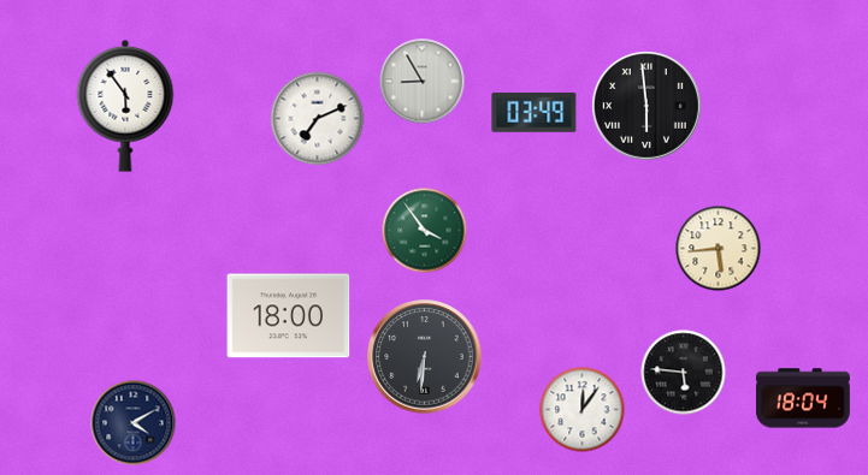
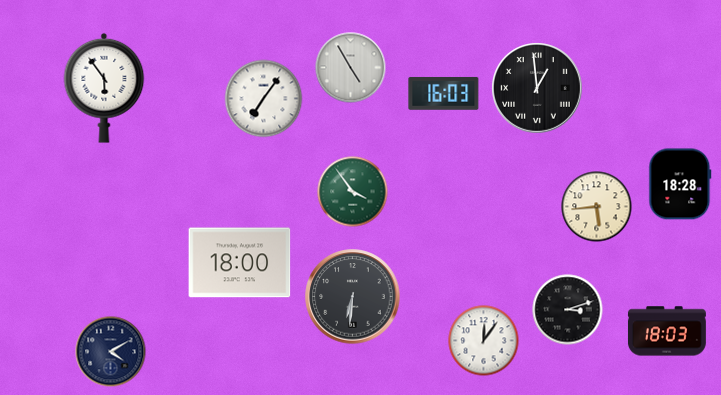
clock at (423, 82): 8:55 -> 4:55
clock at (646, 106): 5:59 -> 12:59
clock at (535, 113): 03:49 -> 16:03
clock at (318, 119): 7:11 -> 7:06
clock at (680, 184): none -> 18:28
clock at (684, 373): 5:46 -> 3:12
clock at (803, 398): 18:04 -> 18:03
